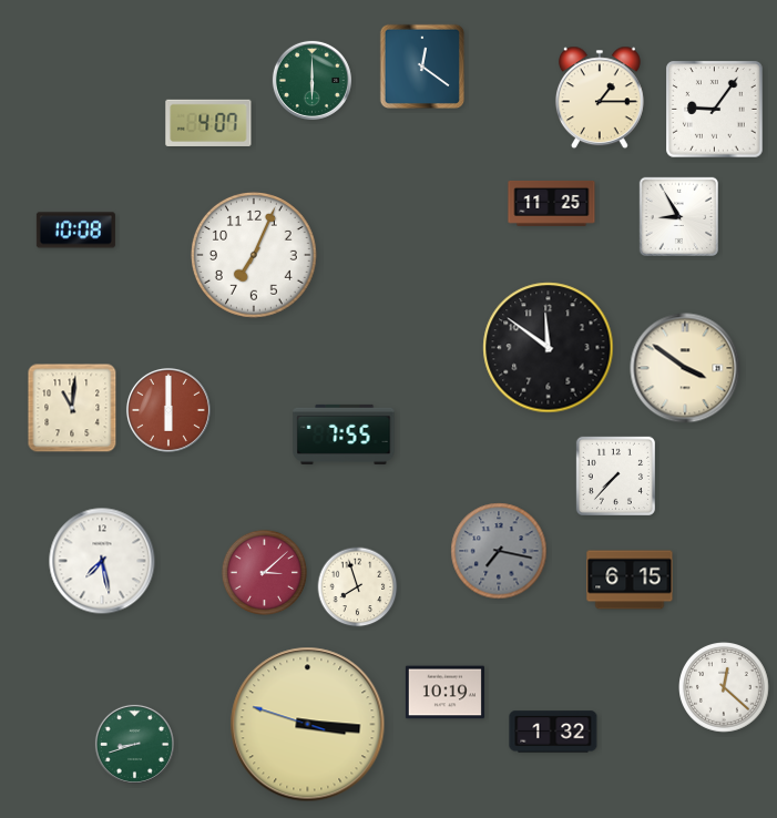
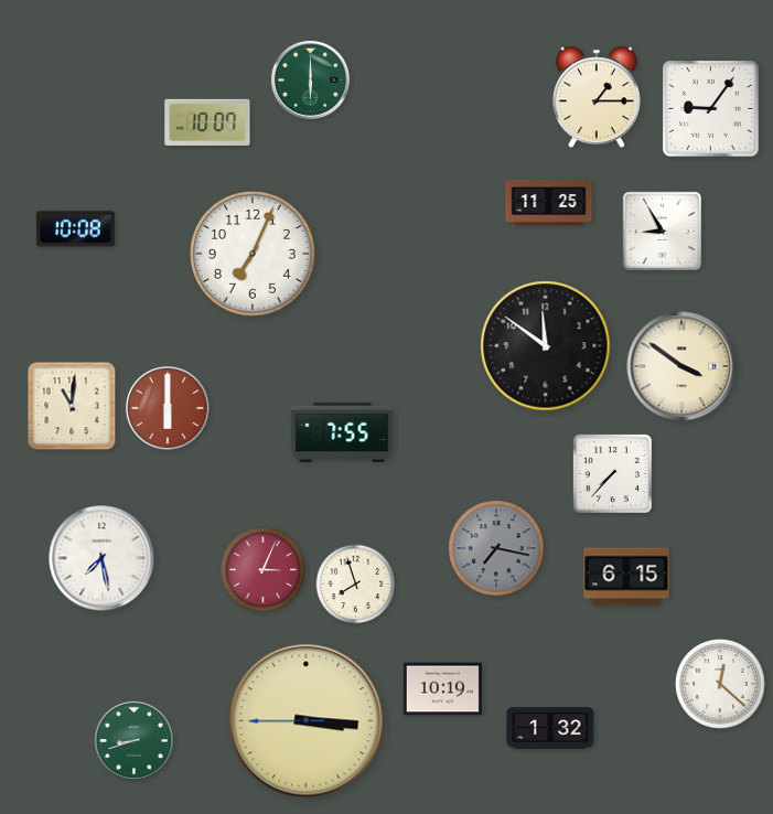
clock at (421, 65): 12:21 -> none
clock at (208, 123): 4:07 -> 10:07
clock at (678, 216) position: (678, 216) -> (662, 231)
clock at (264, 572): 3:08 -> 3:04
clock at (308, 725): 3:15:48 -> 3:15:45
